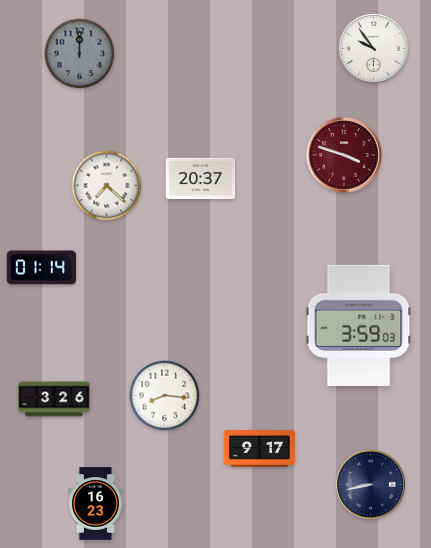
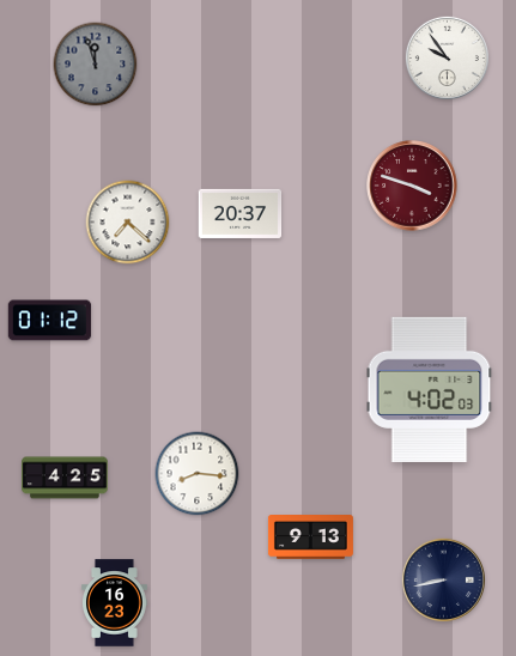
clock at (80, 54): 12:00 -> 11:57
clock at (42, 268): 01:14 -> 01:12
clock at (359, 325): 3:59 -> 4:02
clock at (54, 399): 3:26 -> 4:25
clock at (259, 449): 9:17 -> 9:13
